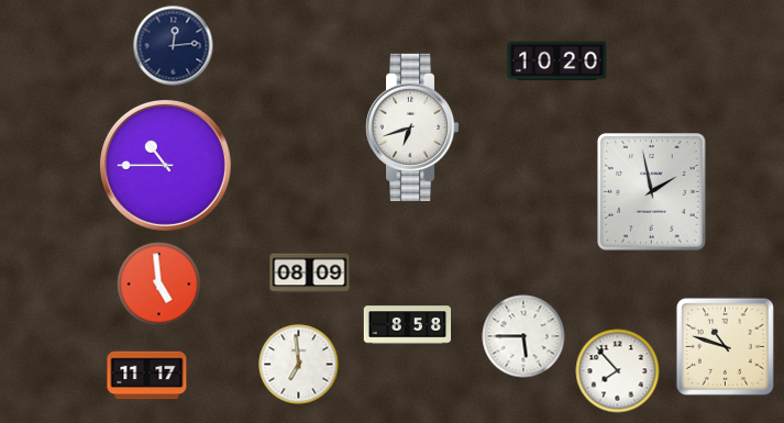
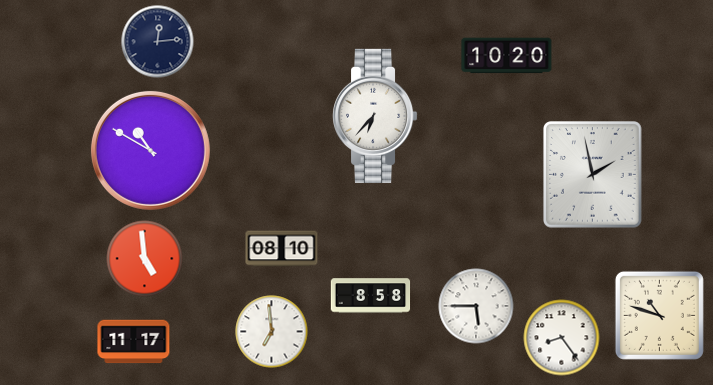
clock at (413, 127): 6:42 -> 6:37
clock at (165, 165): 10:45 -> 10:50
clock at (310, 274): 08:09 -> 08:10
clock at (618, 371): 7:53 -> 8:24
